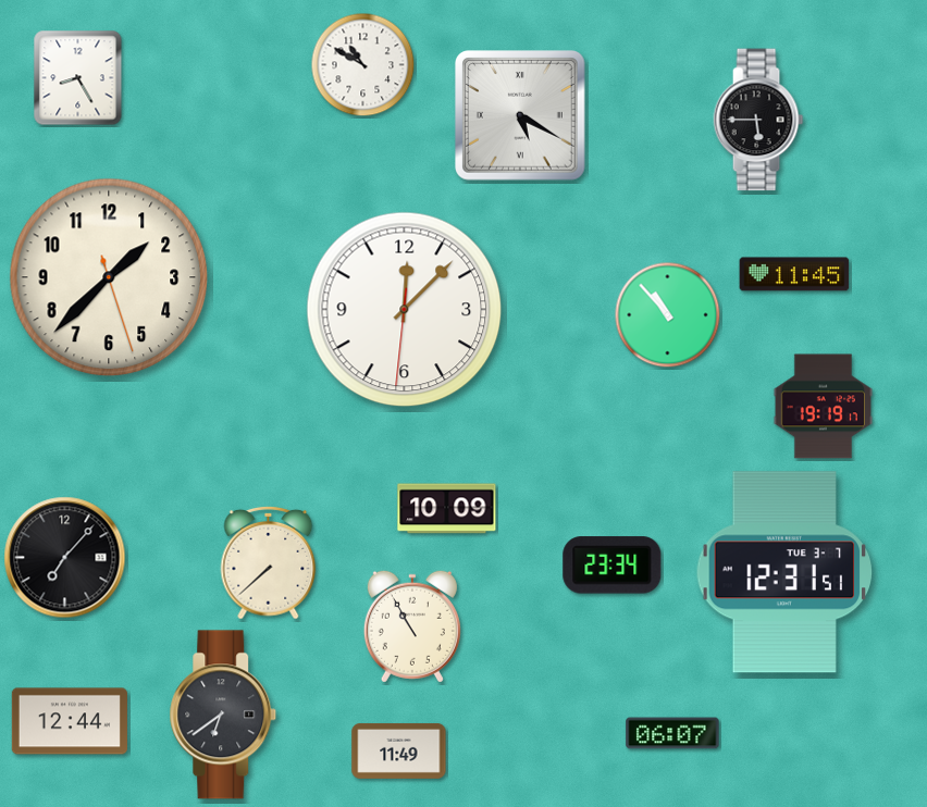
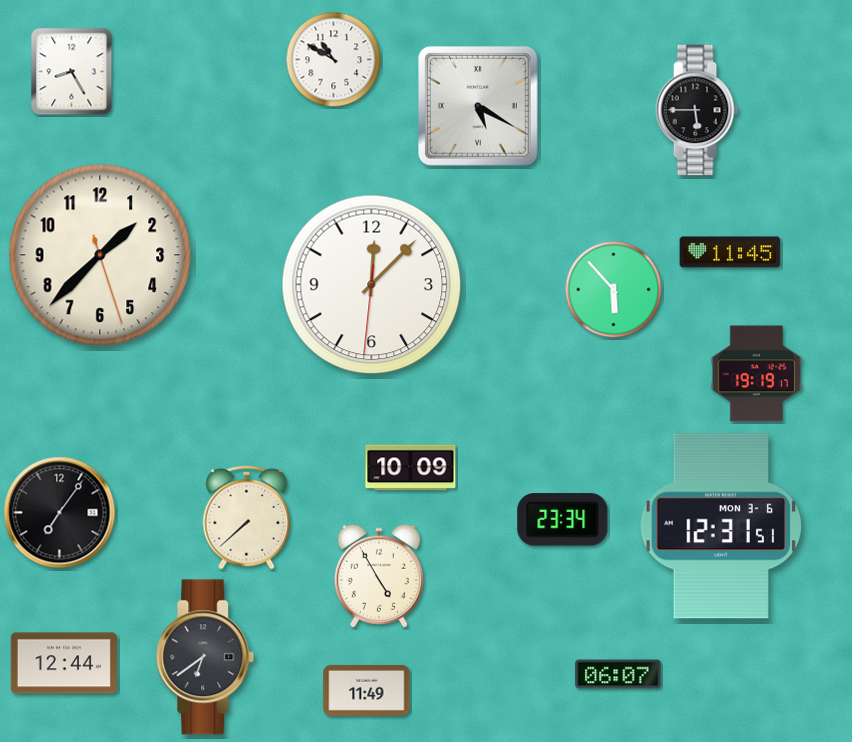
clock at (668, 315): 10:53 -> 5:53
clock at (65, 558): 7:07 -> 7:06
clock at (783, 572) date: TUE 3-7 -> MON 3-6
clock at (412, 626): 10:55 -> 4:55
